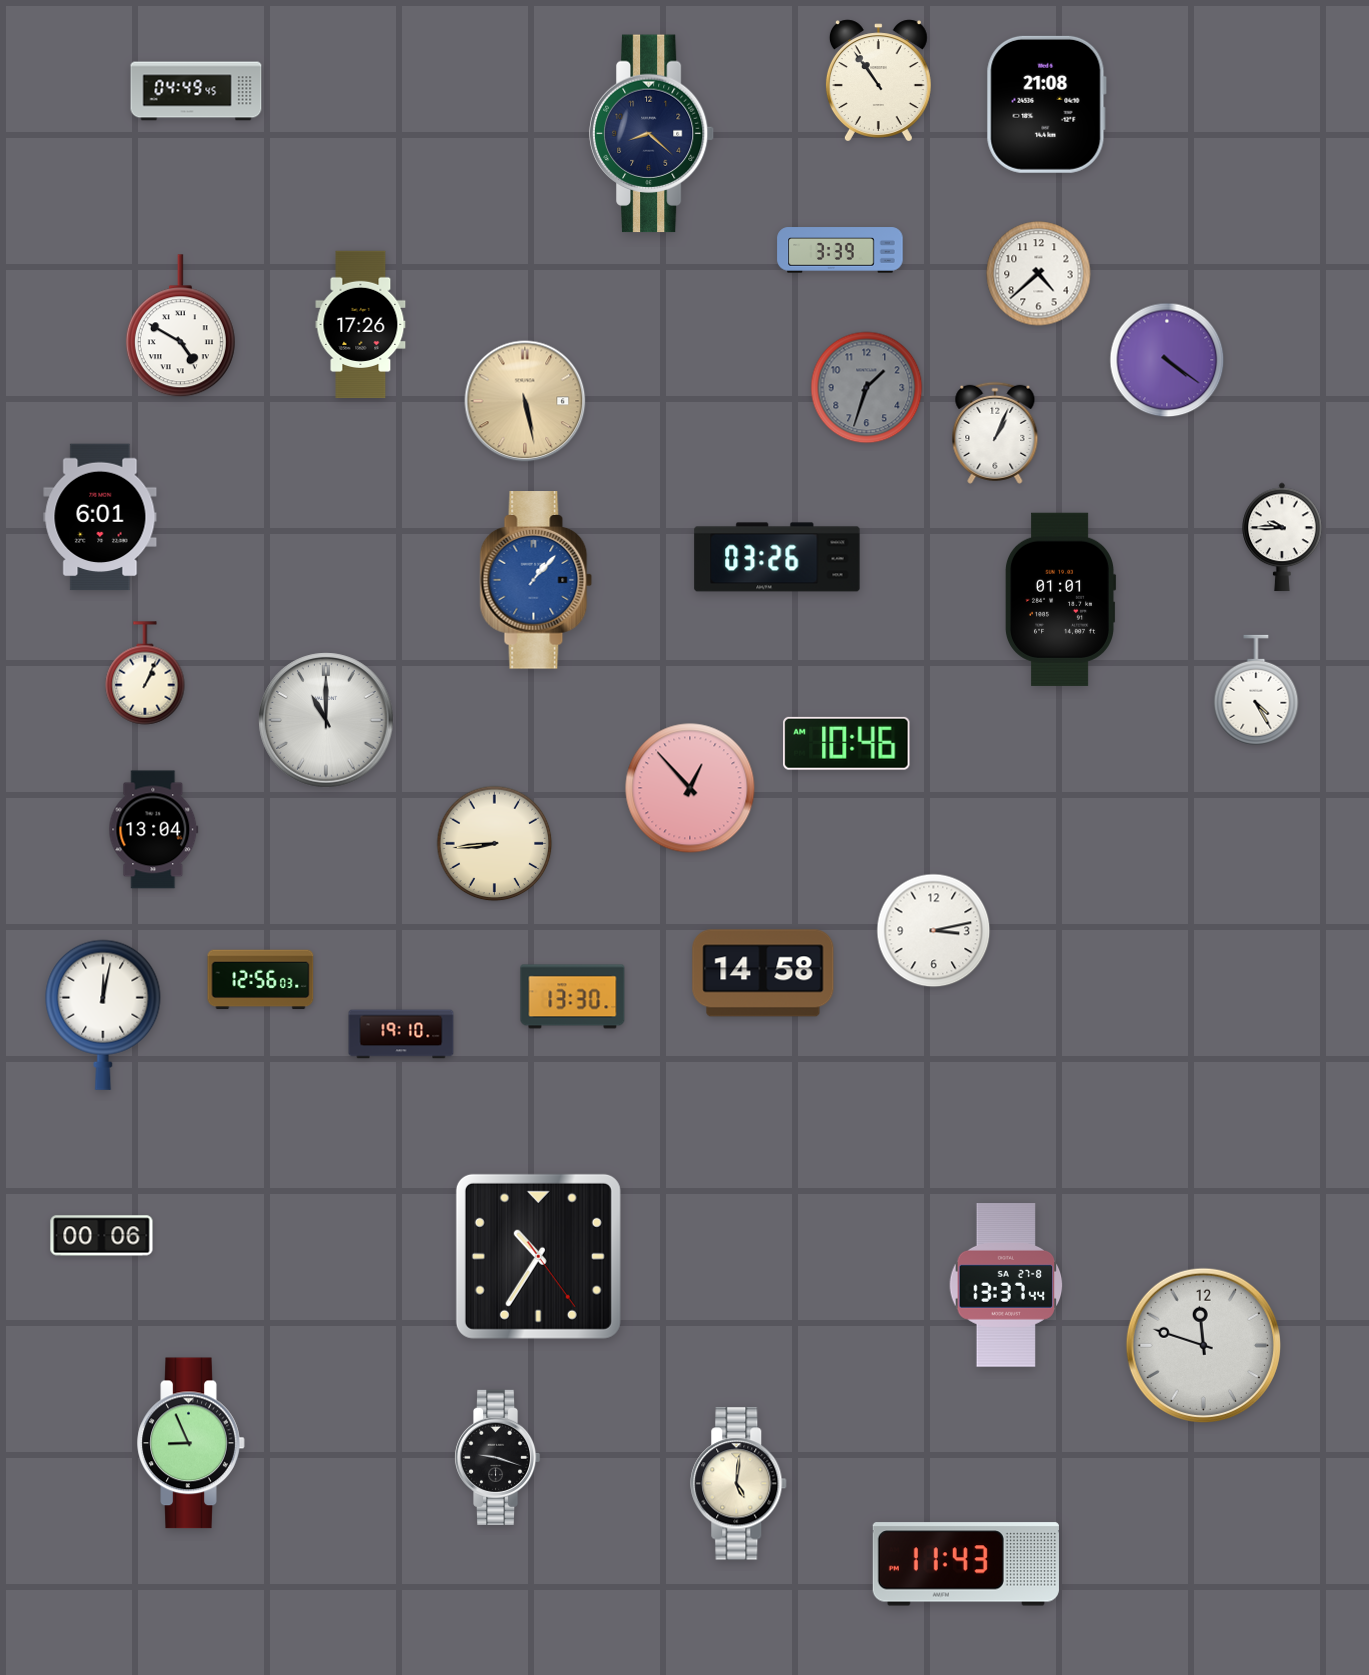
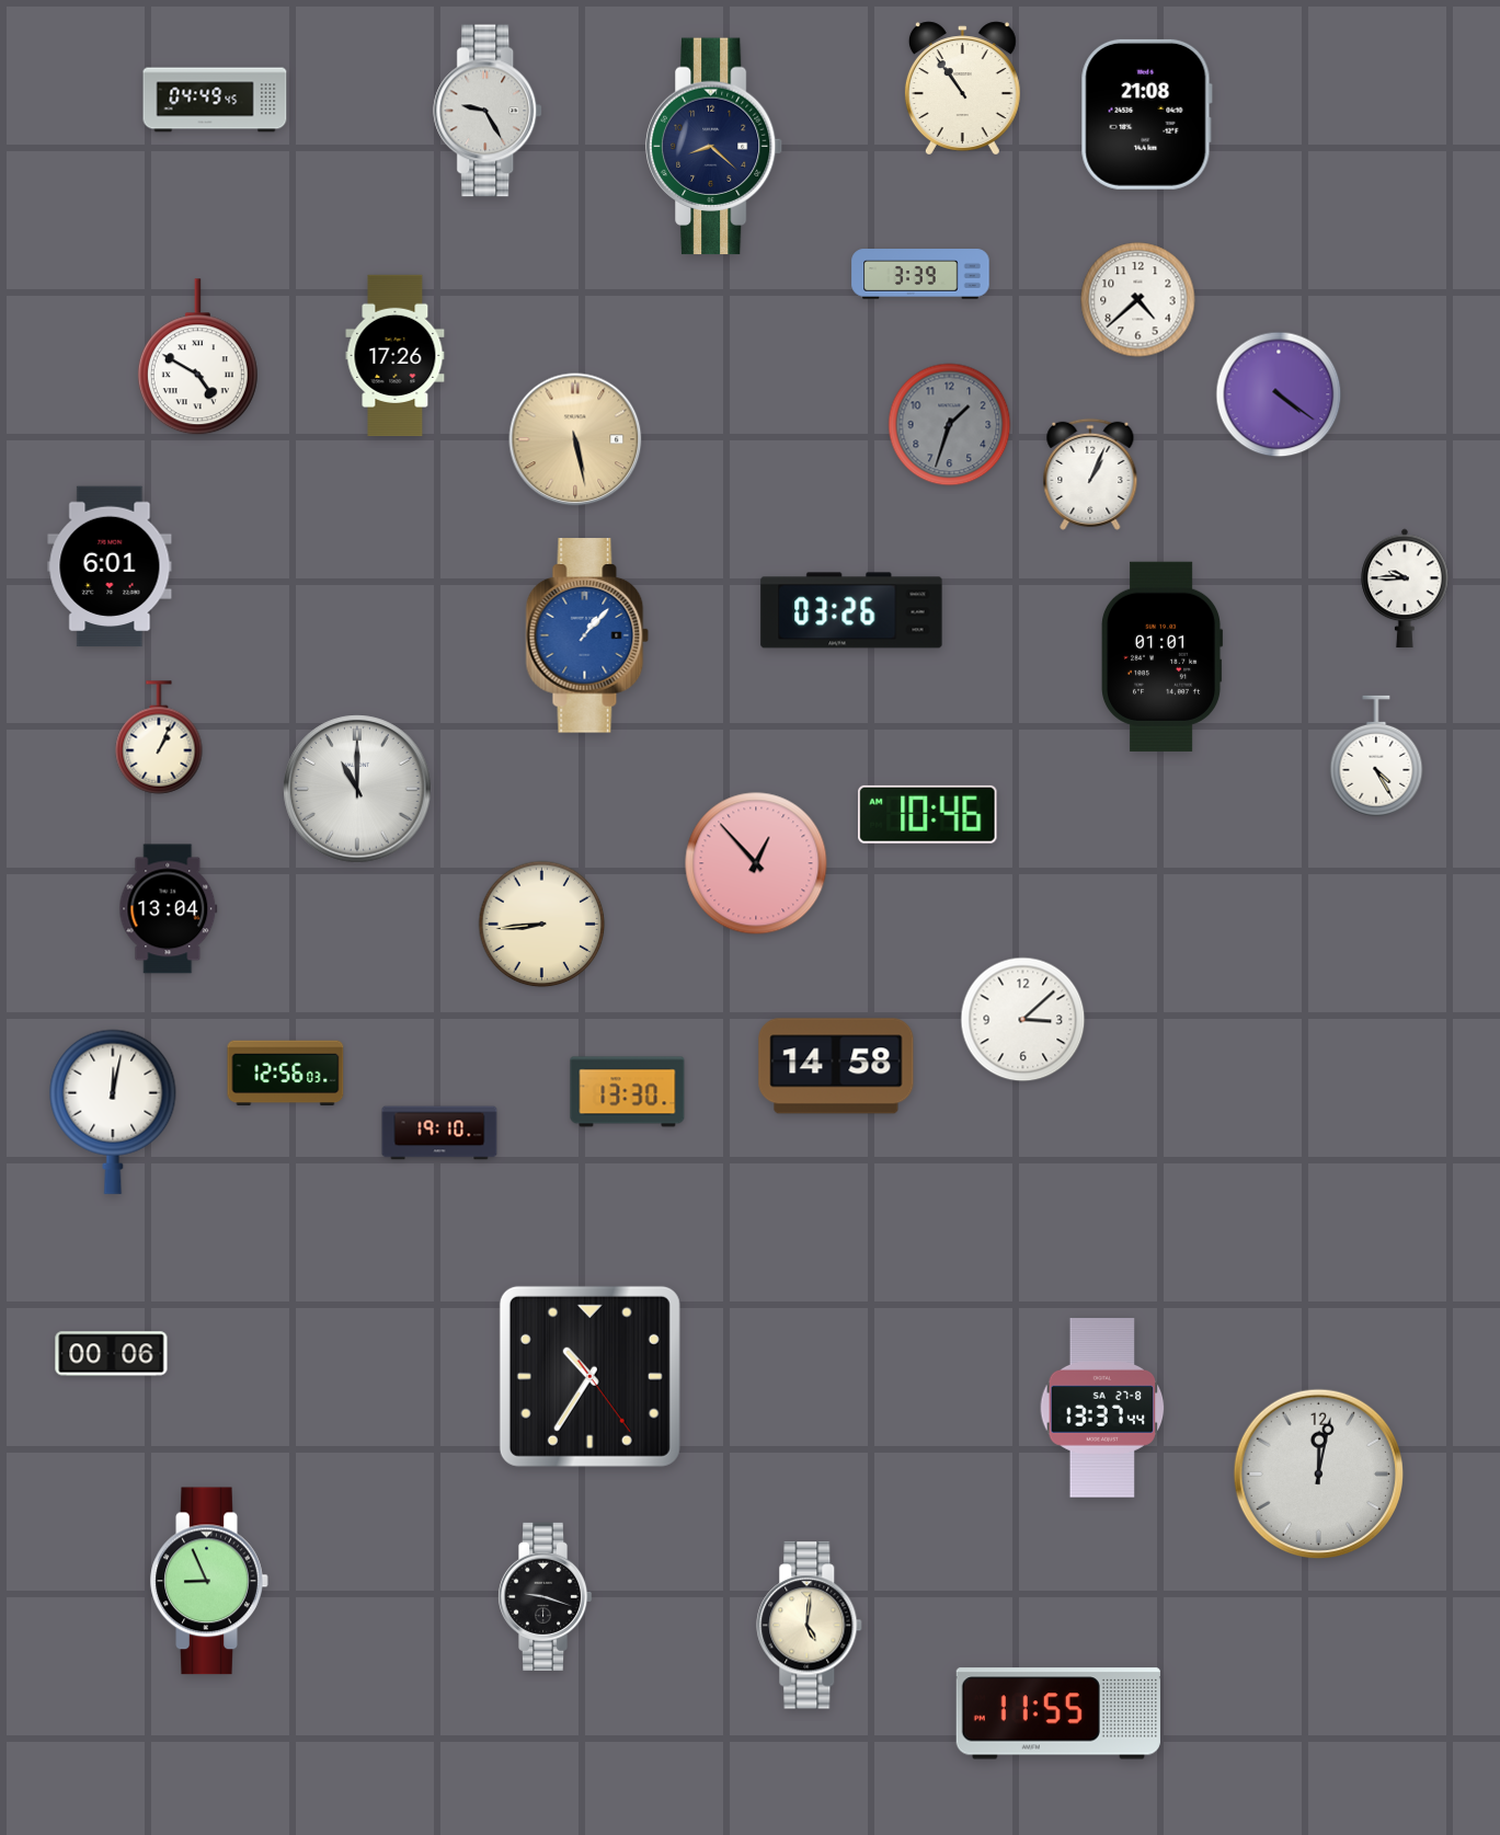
clock at (489, 111): none -> 9:25
clock at (934, 931): 3:13 -> 3:08
clock at (1203, 1345): 11:48 -> 12:02
clock at (966, 1564): 11:43 -> 11:55
